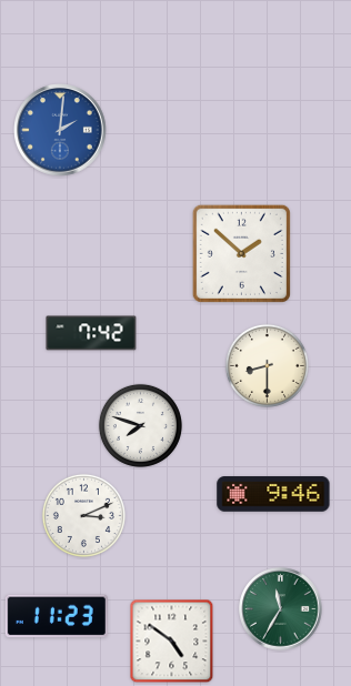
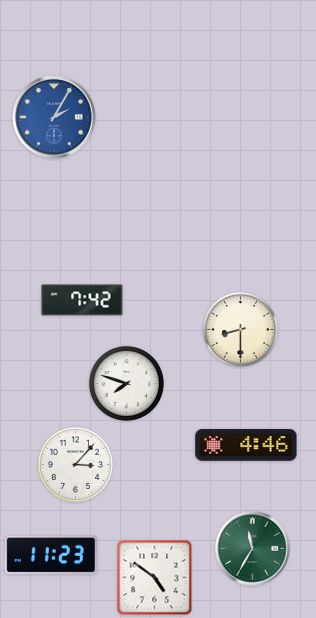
clock at (60, 130): 2:01 -> 2:05
clock at (241, 253): 1:52 -> none
clock at (273, 494): 9:46 -> 4:46
clock at (83, 515): 3:11 -> 3:07
